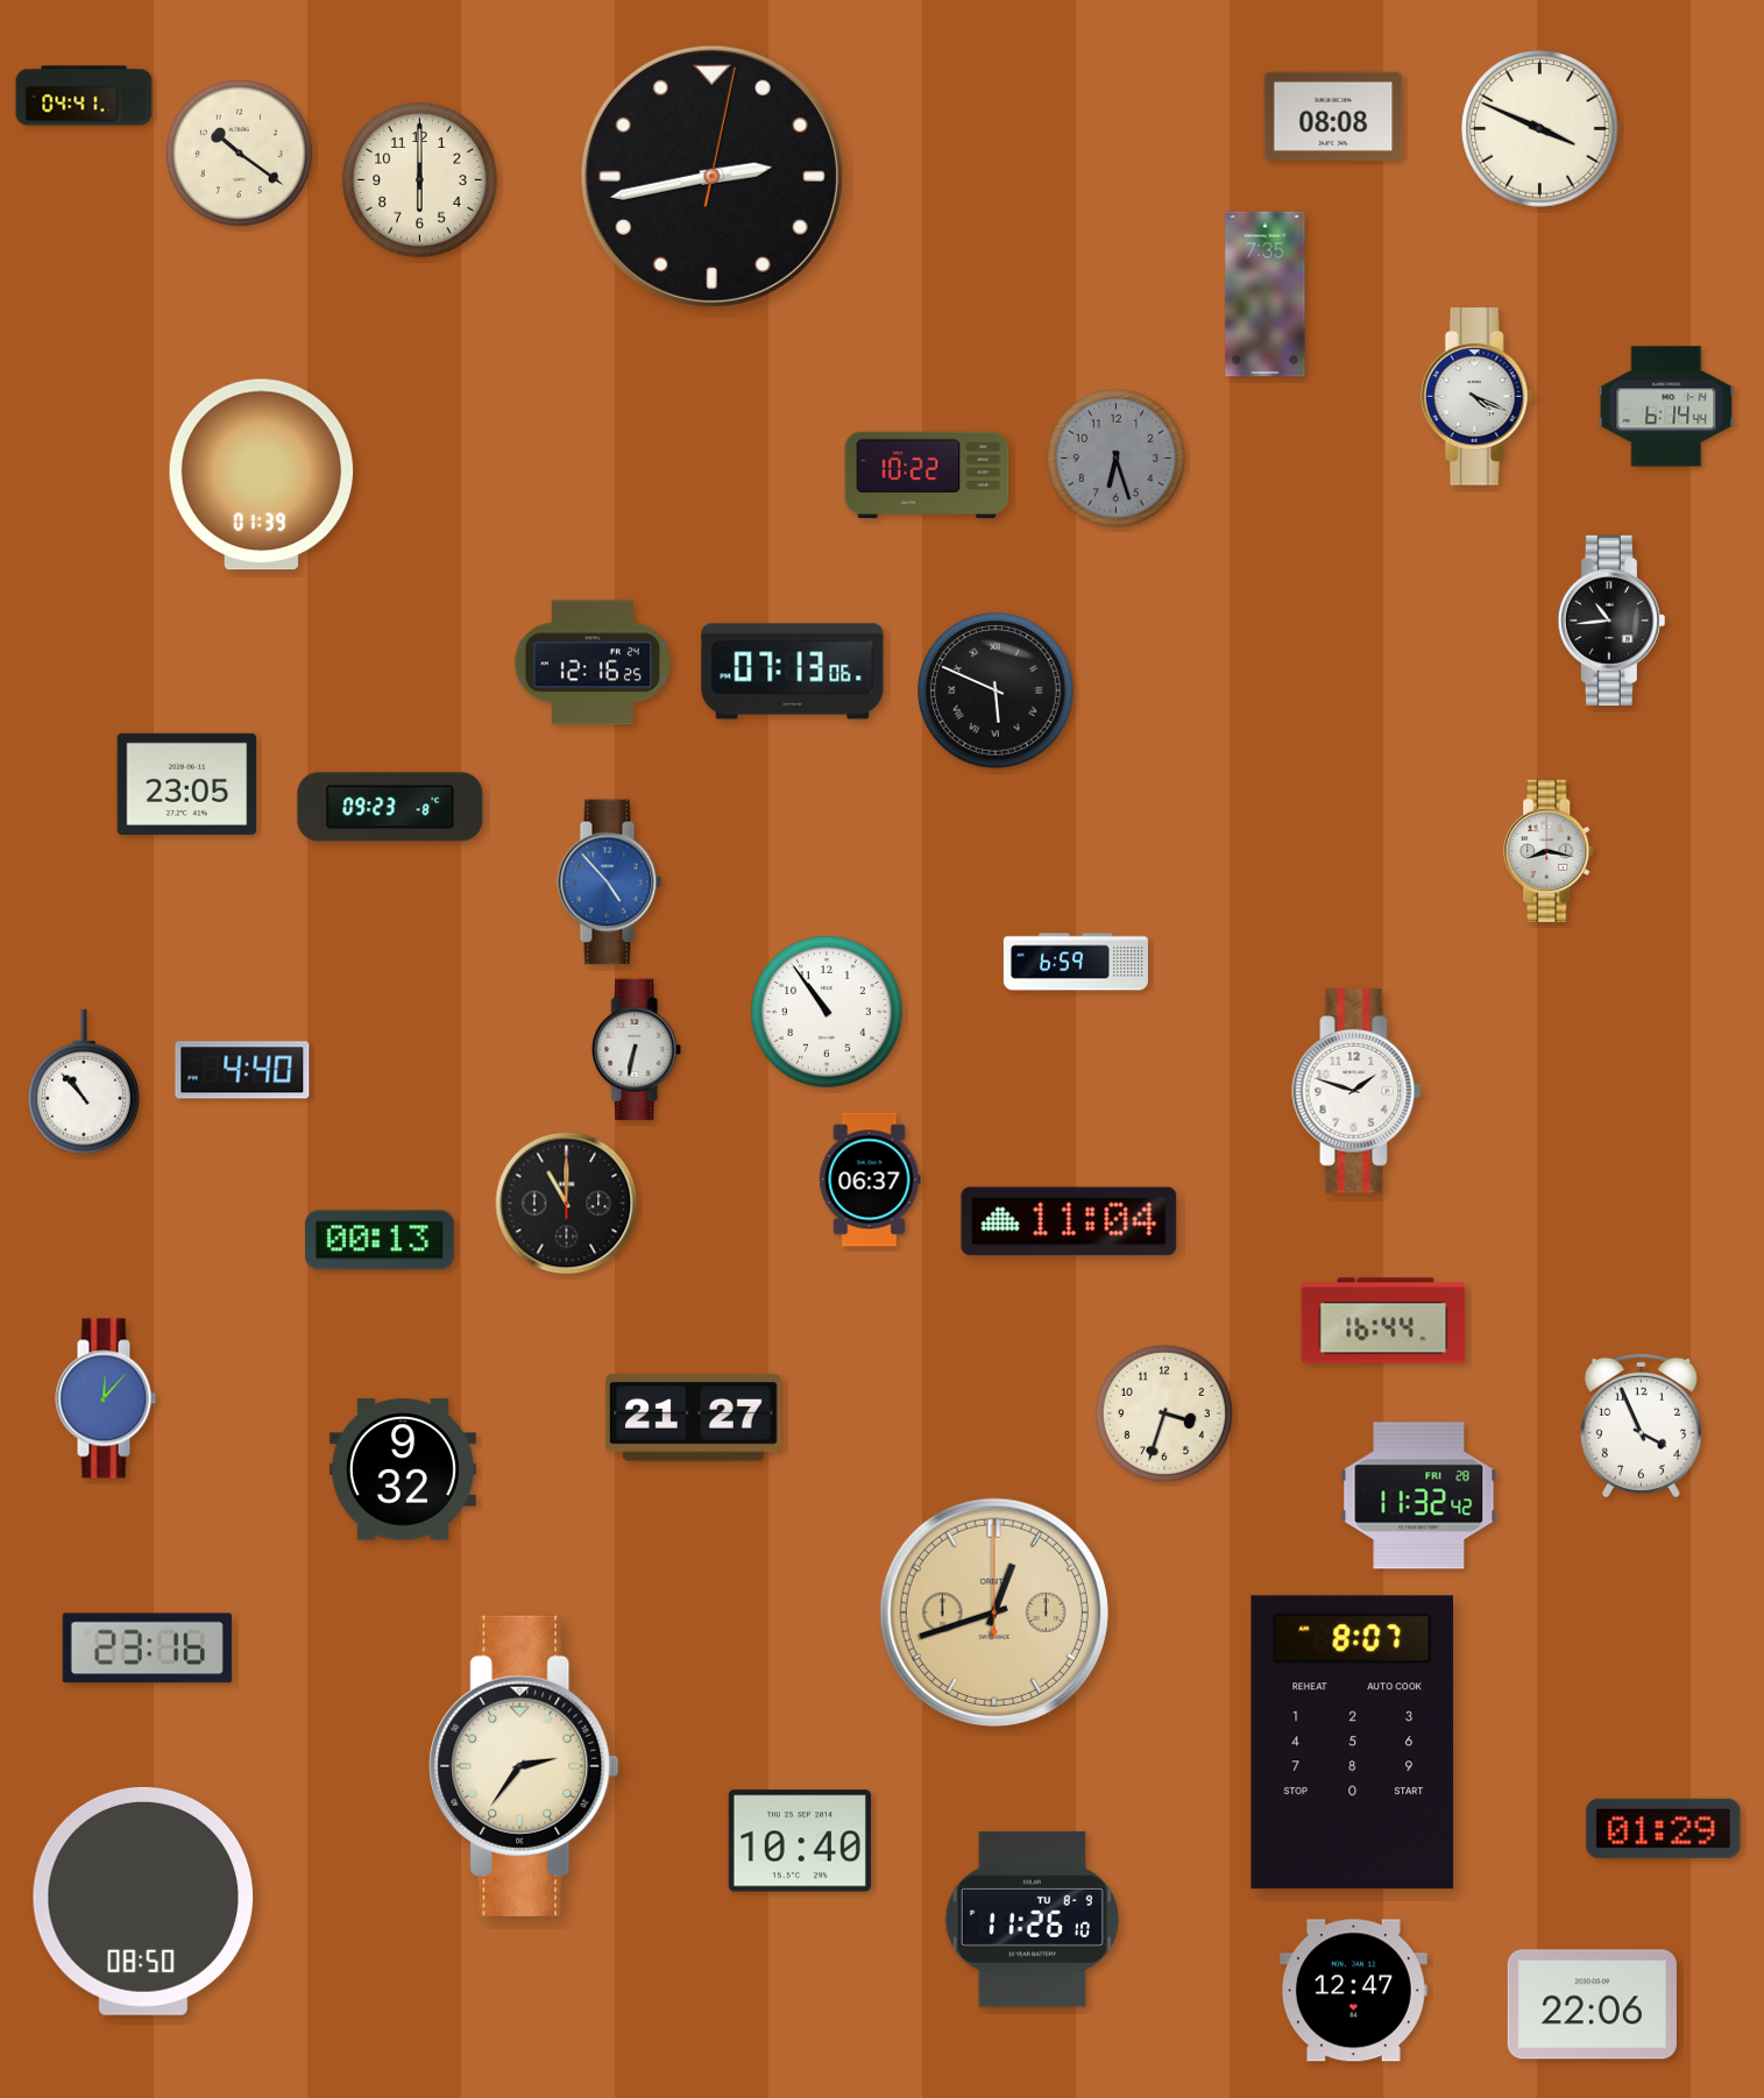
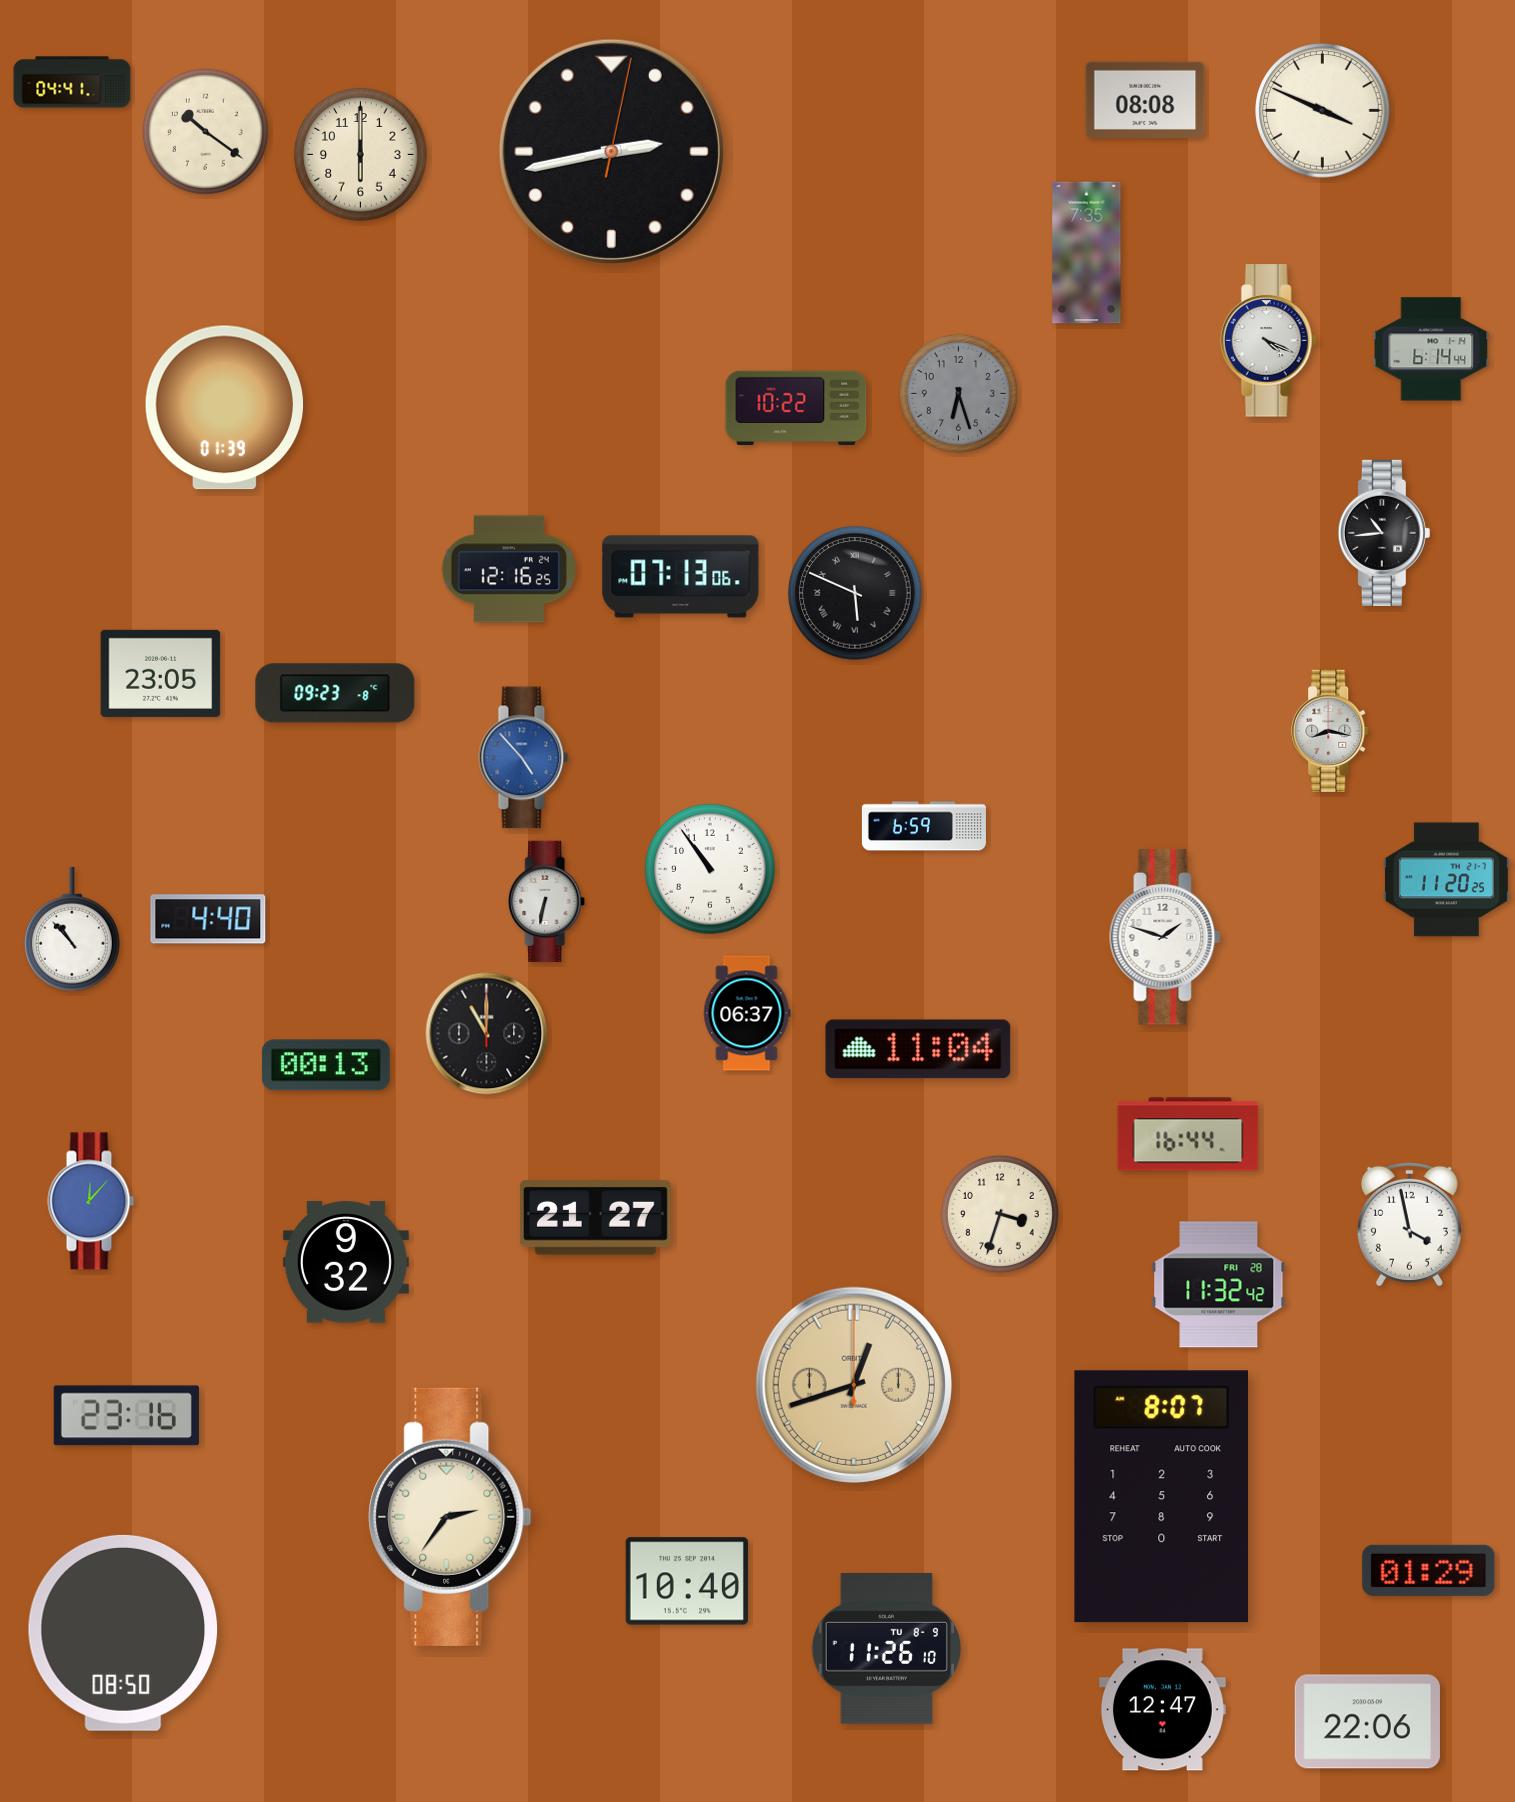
clock at (1446, 880): none -> 11:20
clock at (1641, 1425): 3:56 -> 3:58
